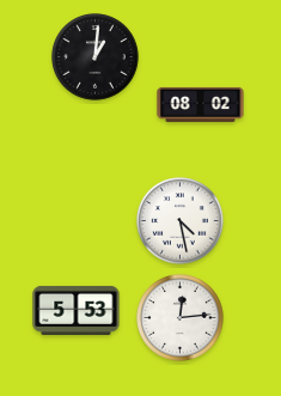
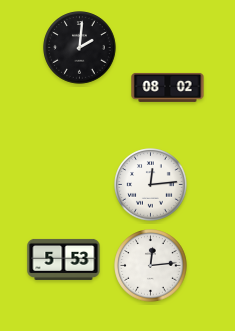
clock at (96, 57): 1:01 -> 2:01
clock at (181, 221): 4:28 -> 12:14
